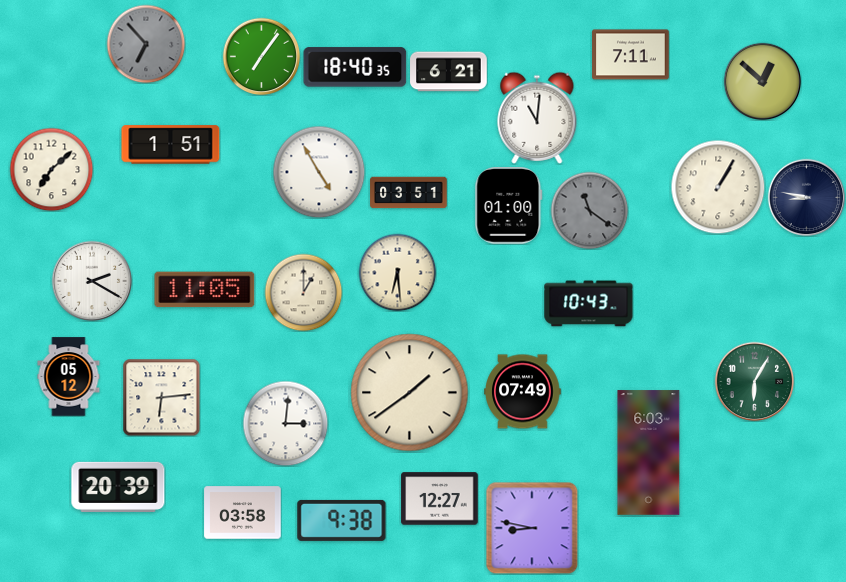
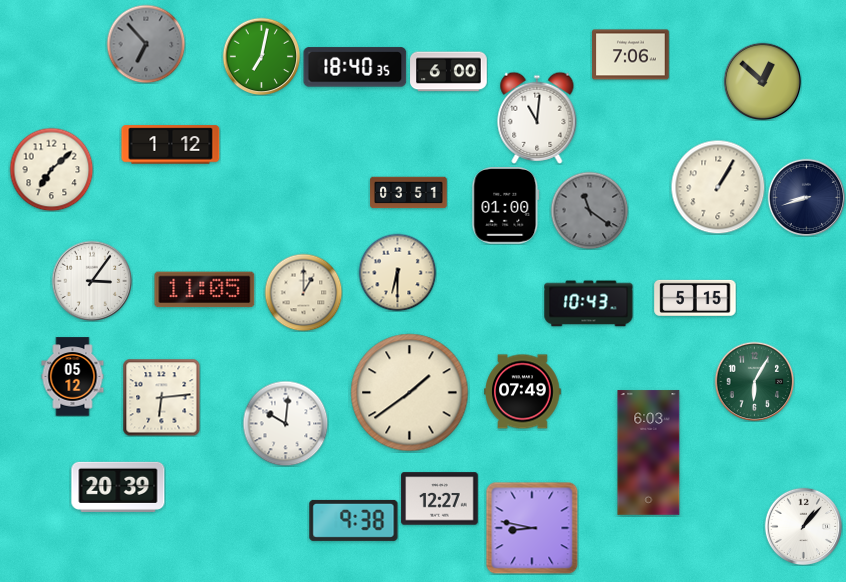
clock at (631, 55): 7:11 -> 7:06
clock at (261, 56): 7:06 -> 7:02
clock at (449, 72): 6:21 -> 6:00
clock at (171, 145): 1:51 -> 1:12
clock at (319, 172): 4:55 -> none
clock at (806, 197): 8:47 -> 8:42
clock at (509, 206) position: (509, 206) -> (506, 206)
clock at (397, 272): 6:29 -> 6:30
clock at (92, 281): 2:20 -> 3:06
clock at (695, 298): none -> 5:15
clock at (69, 377) position: (69, 377) -> (73, 377)
clock at (285, 423): 3:01 -> 10:01
clock at (243, 513): 03:58 -> none
clock at (342, 520) position: (342, 520) -> (354, 520)
clock at (803, 526): none -> 1:07
